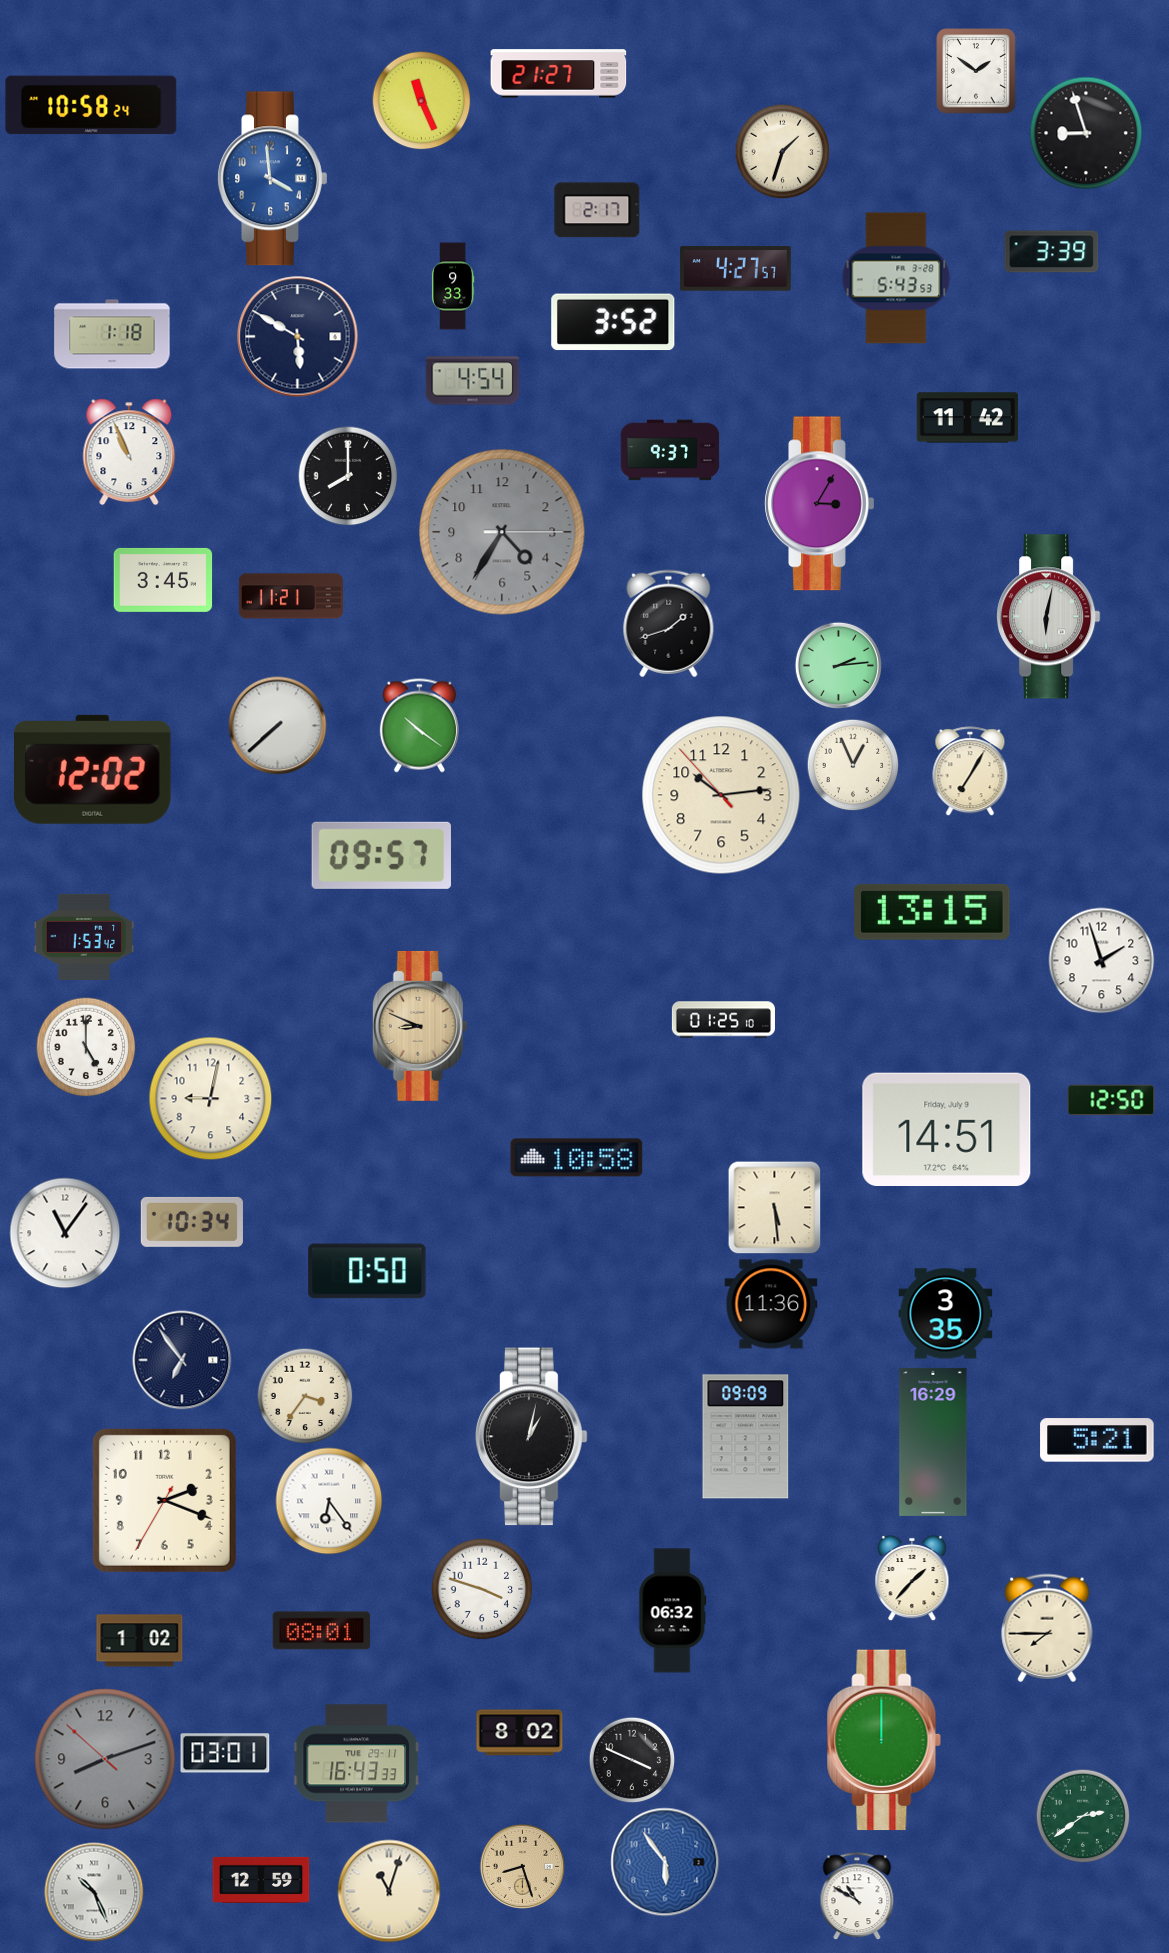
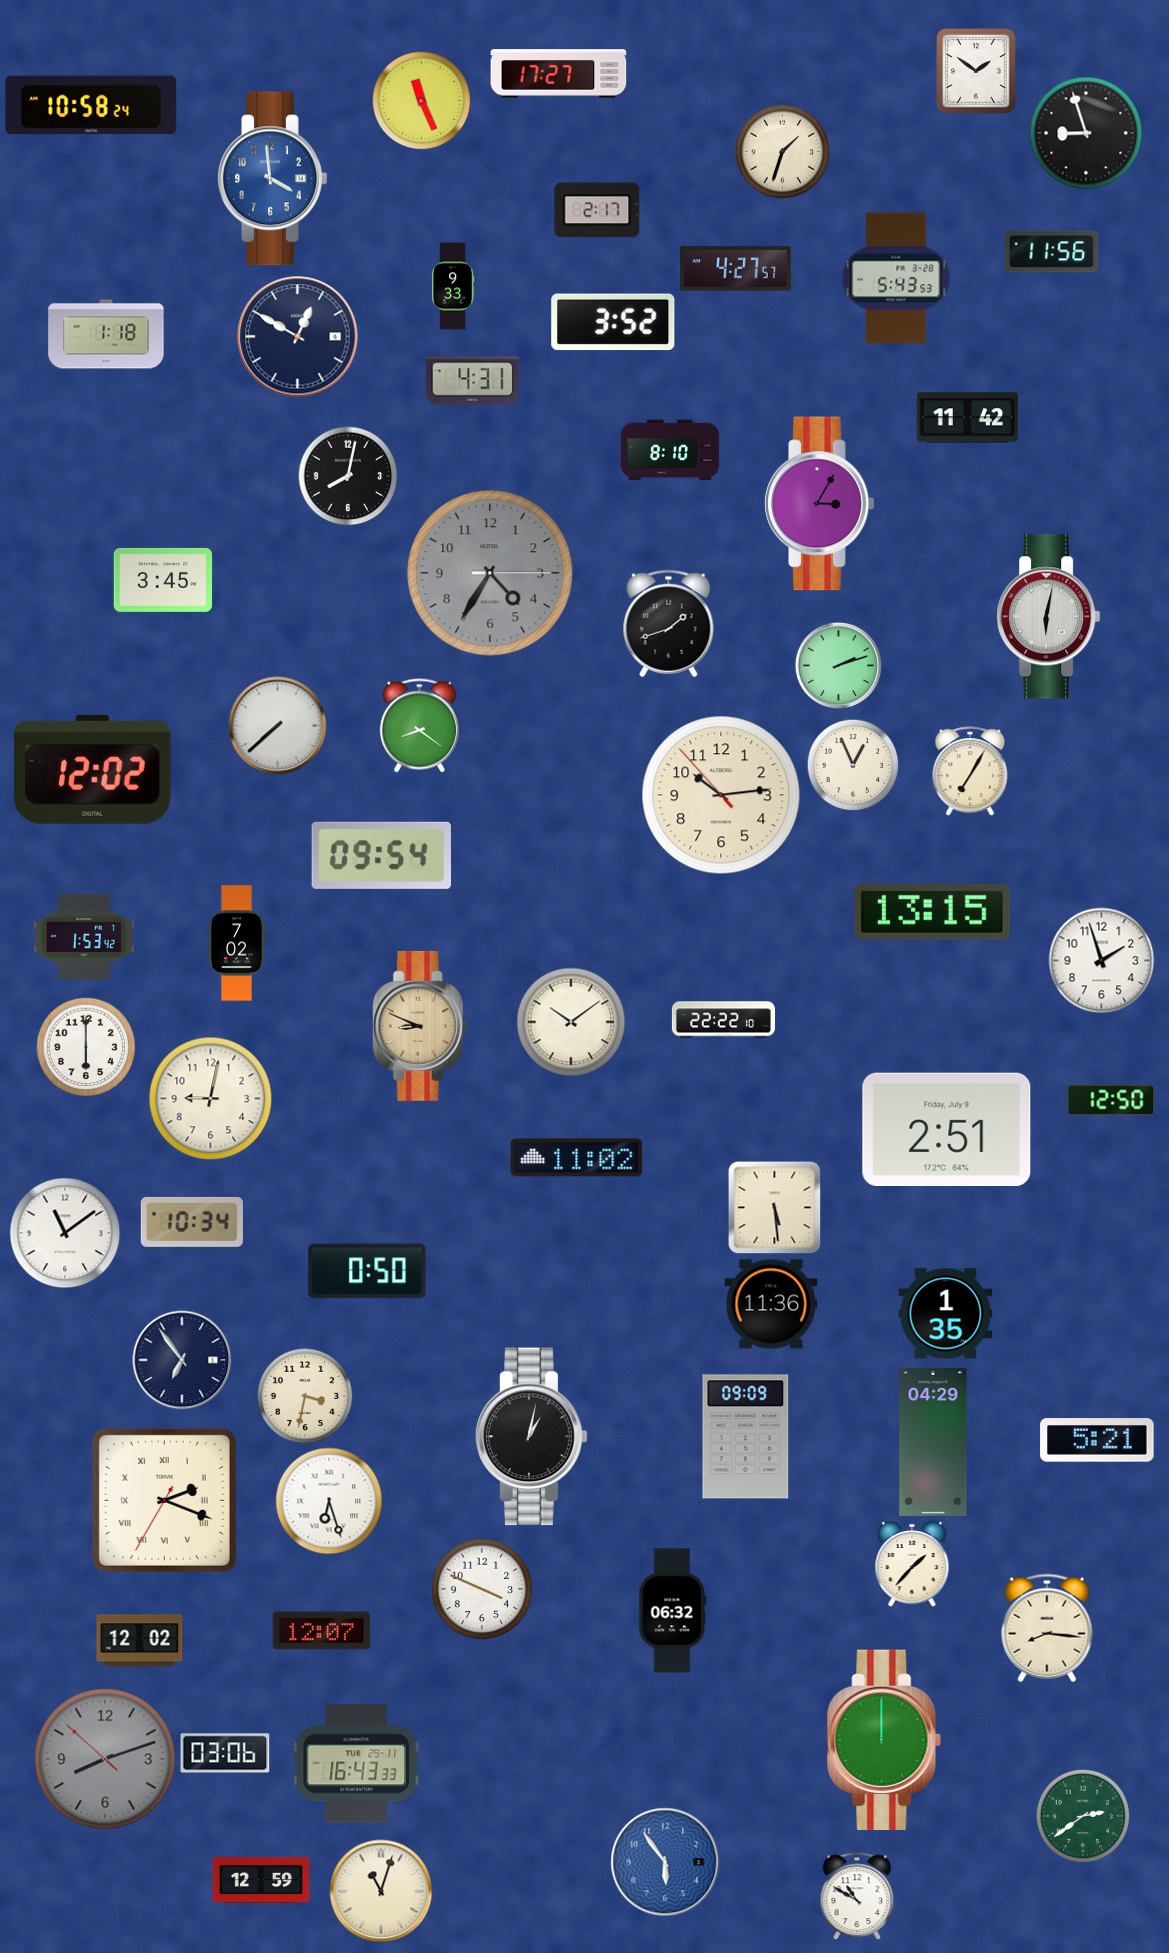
clock at (559, 74): 21:27 -> 17:27
clock at (1052, 252): 3:39 -> 11:56
clock at (112, 334) position: (112, 334) -> (106, 334)
clock at (298, 337): 5:50 -> 12:50
clock at (473, 381): 4:54 -> 4:31
clock at (670, 450): 9:37 -> 8:10
clock at (129, 452): 10:56 -> none
clock at (348, 476): 8:00 -> 8:02
clock at (502, 532) position: (502, 532) -> (490, 573)
clock at (291, 596): 11:21 -> none
clock at (838, 665): 2:14 -> 2:12
clock at (419, 726): 10:21 -> 8:21
clock at (381, 855): 09:57 -> 09:54
clock at (237, 943): none -> 7:02
clock at (723, 1020): 01:25 -> 22:22
clock at (571, 1022): none -> 10:09
clock at (86, 1047): 5:00 -> 6:00
clock at (947, 1129): 14:51 -> 2:51
clock at (577, 1158): 10:58 -> 11:02
clock at (65, 1233): 11:06 -> 11:09
clock at (946, 1314): 3:35 -> 1:35
clock at (305, 1396): 3:36 -> 3:32
clock at (933, 1442): 16:29 -> 04:29
clock at (164, 1500) numerals: Arabic -> Roman
clock at (329, 1501): 6:24 -> 6:27
clock at (912, 1578) position: (912, 1578) -> (912, 1564)
clock at (482, 1589): 3:48 -> 3:49
clock at (1047, 1628): 7:45 -> 8:16
clock at (322, 1631): 08:01 -> 12:07
clock at (140, 1641): 1:02 -> 12:02
clock at (520, 1733): 8:02 -> none
clock at (225, 1753): 03:01 -> 03:06
clock at (632, 1760): 3:49 -> none
clock at (522, 1866): 8:27 -> none
clock at (389, 1891) position: (389, 1891) -> (381, 1891)
clock at (94, 1892): 10:26 -> none
